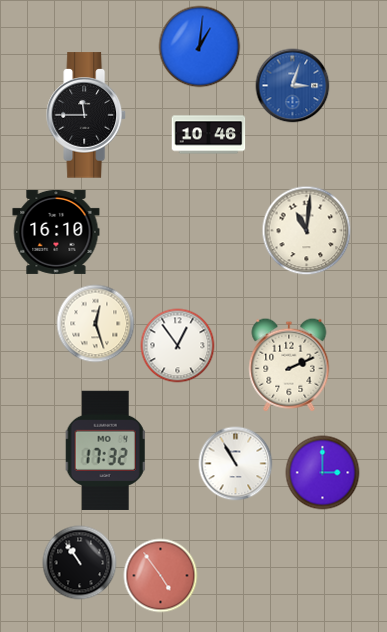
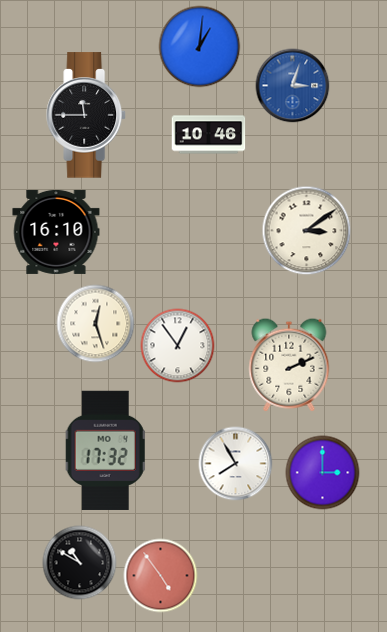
clock at (307, 231): 11:01 -> 3:09
clock at (236, 464): 10:55 -> 7:55
clock at (80, 563): 10:54 -> 10:50
